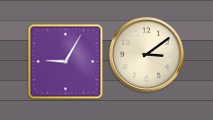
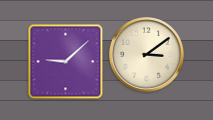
clock at (66, 62): 9:05 -> 9:08
